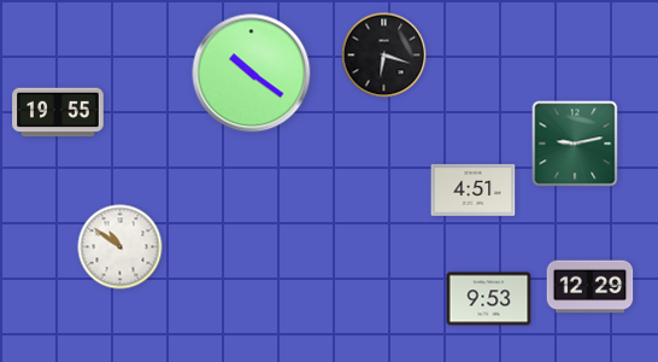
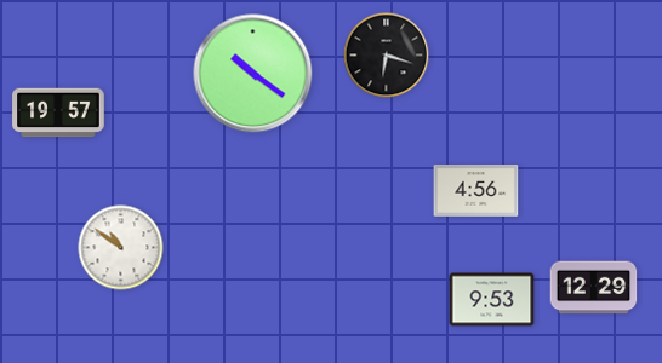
clock at (58, 112): 19:55 -> 19:57
clock at (575, 144): 9:13 -> none
clock at (474, 191): 4:51 -> 4:56
